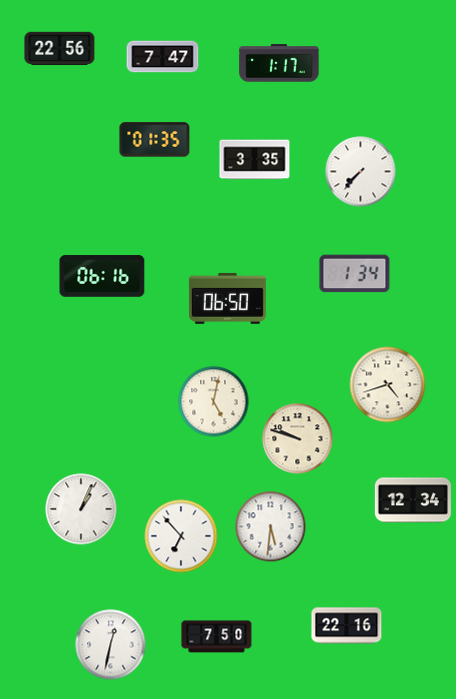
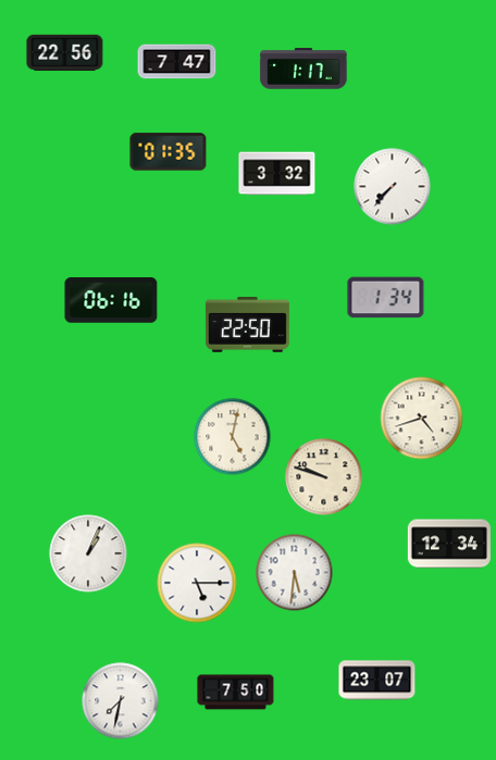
clock at (255, 160): 3:35 -> 3:32
clock at (227, 298): 06:50 -> 22:50
clock at (181, 536): 6:53 -> 5:15
clock at (347, 626): 22:16 -> 23:07
clock at (111, 645): 12:32 -> 7:32
